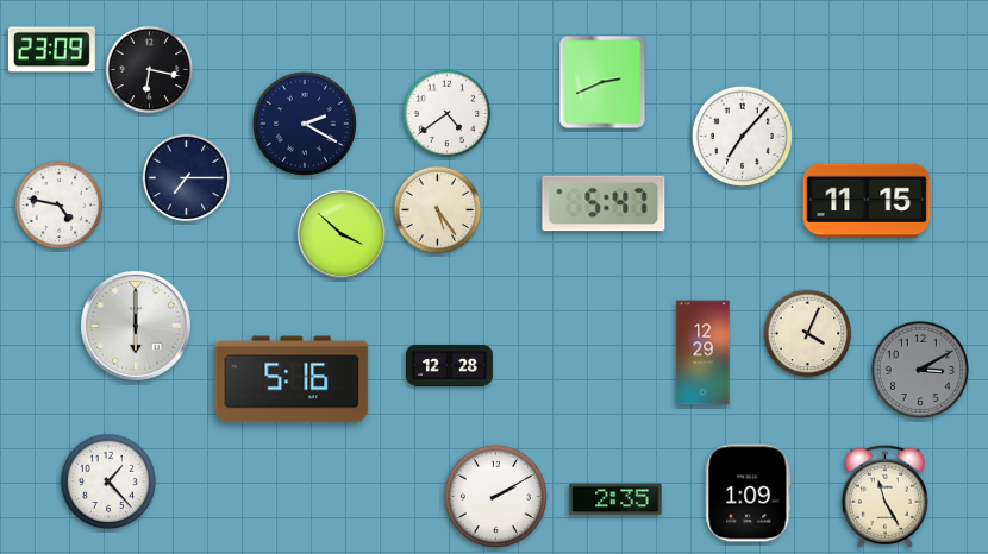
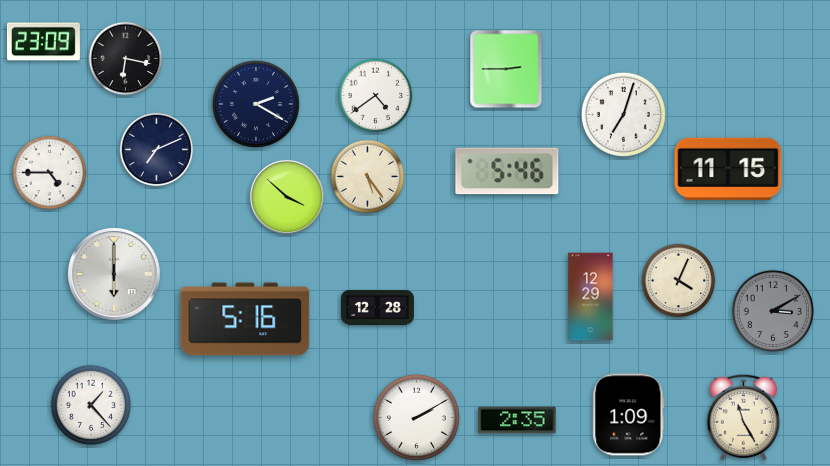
clock at (602, 82): 2:41 -> 2:45
clock at (742, 136): 7:07 -> 7:03
clock at (187, 178): 7:15 -> 7:11
clock at (604, 203): 5:47 -> 5:46
clock at (60, 206): 4:47 -> 4:45
